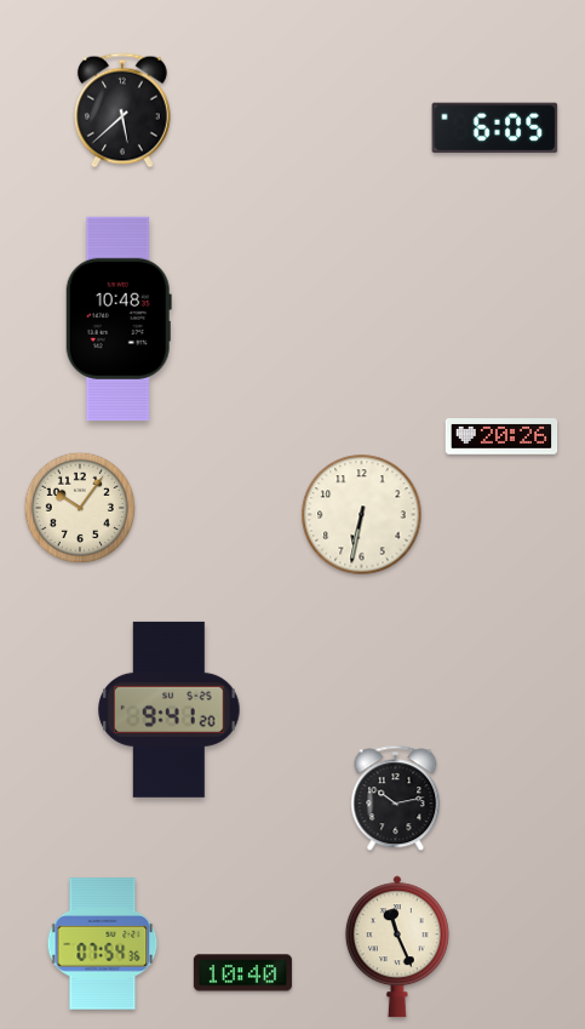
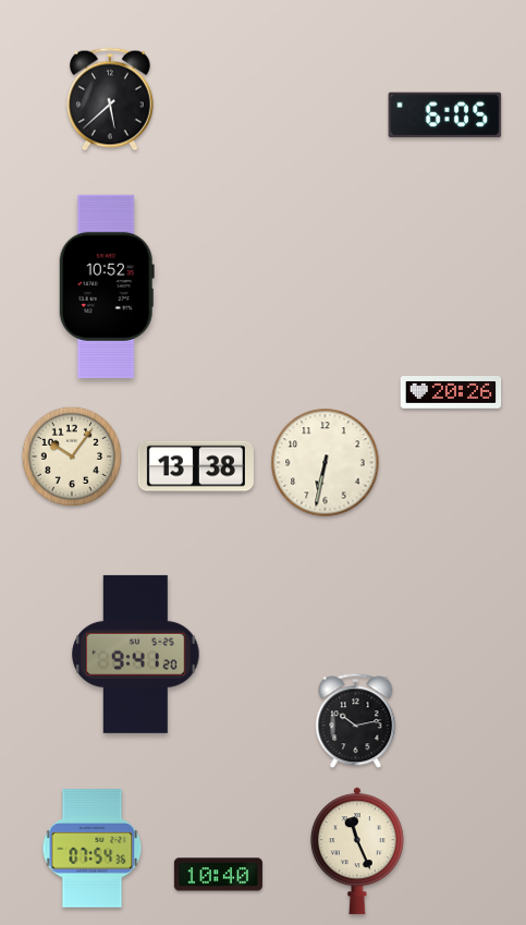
clock at (119, 319): 10:48 -> 10:52
clock at (196, 466): none -> 13:38
clock at (170, 709) position: (170, 709) -> (136, 654)
clock at (396, 799) position: (396, 799) -> (356, 721)
